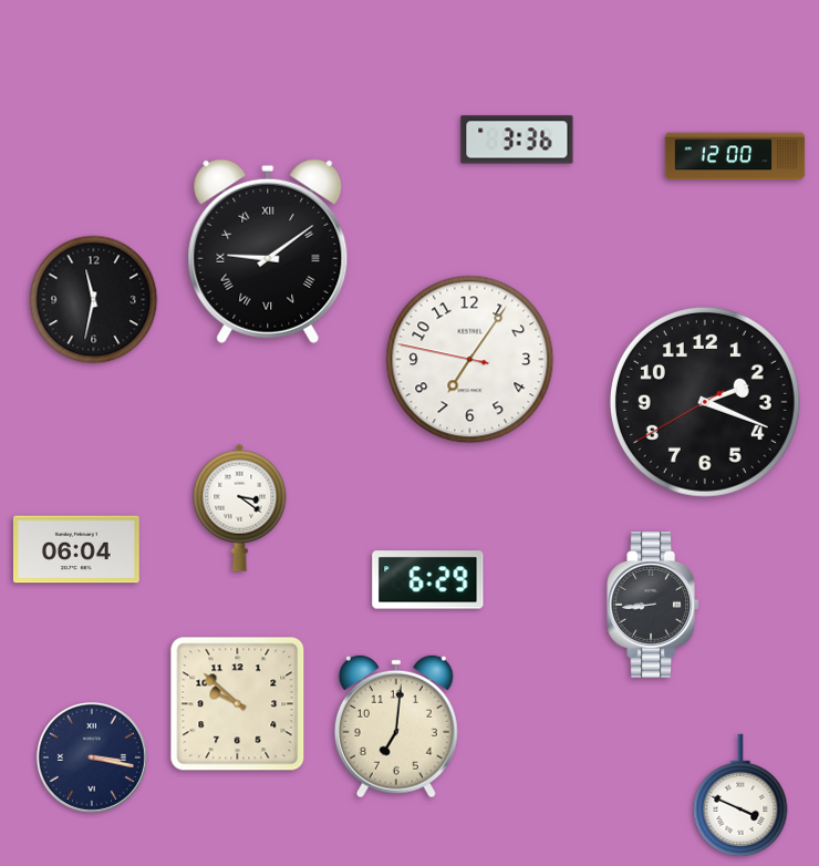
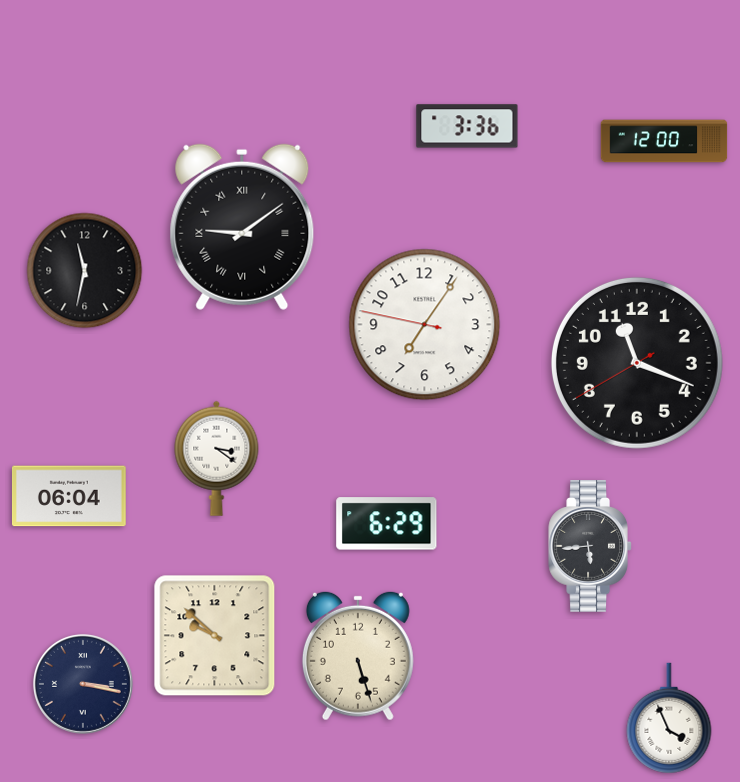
clock at (705, 402): 2:18 -> 11:18
clock at (653, 605): 8:44 -> 5:44
clock at (396, 726): 7:01 -> 5:27
clock at (740, 795): 3:49 -> 3:56
